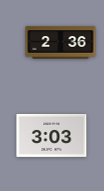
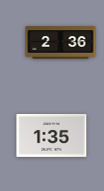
clock at (52, 135): 3:03 -> 1:35
